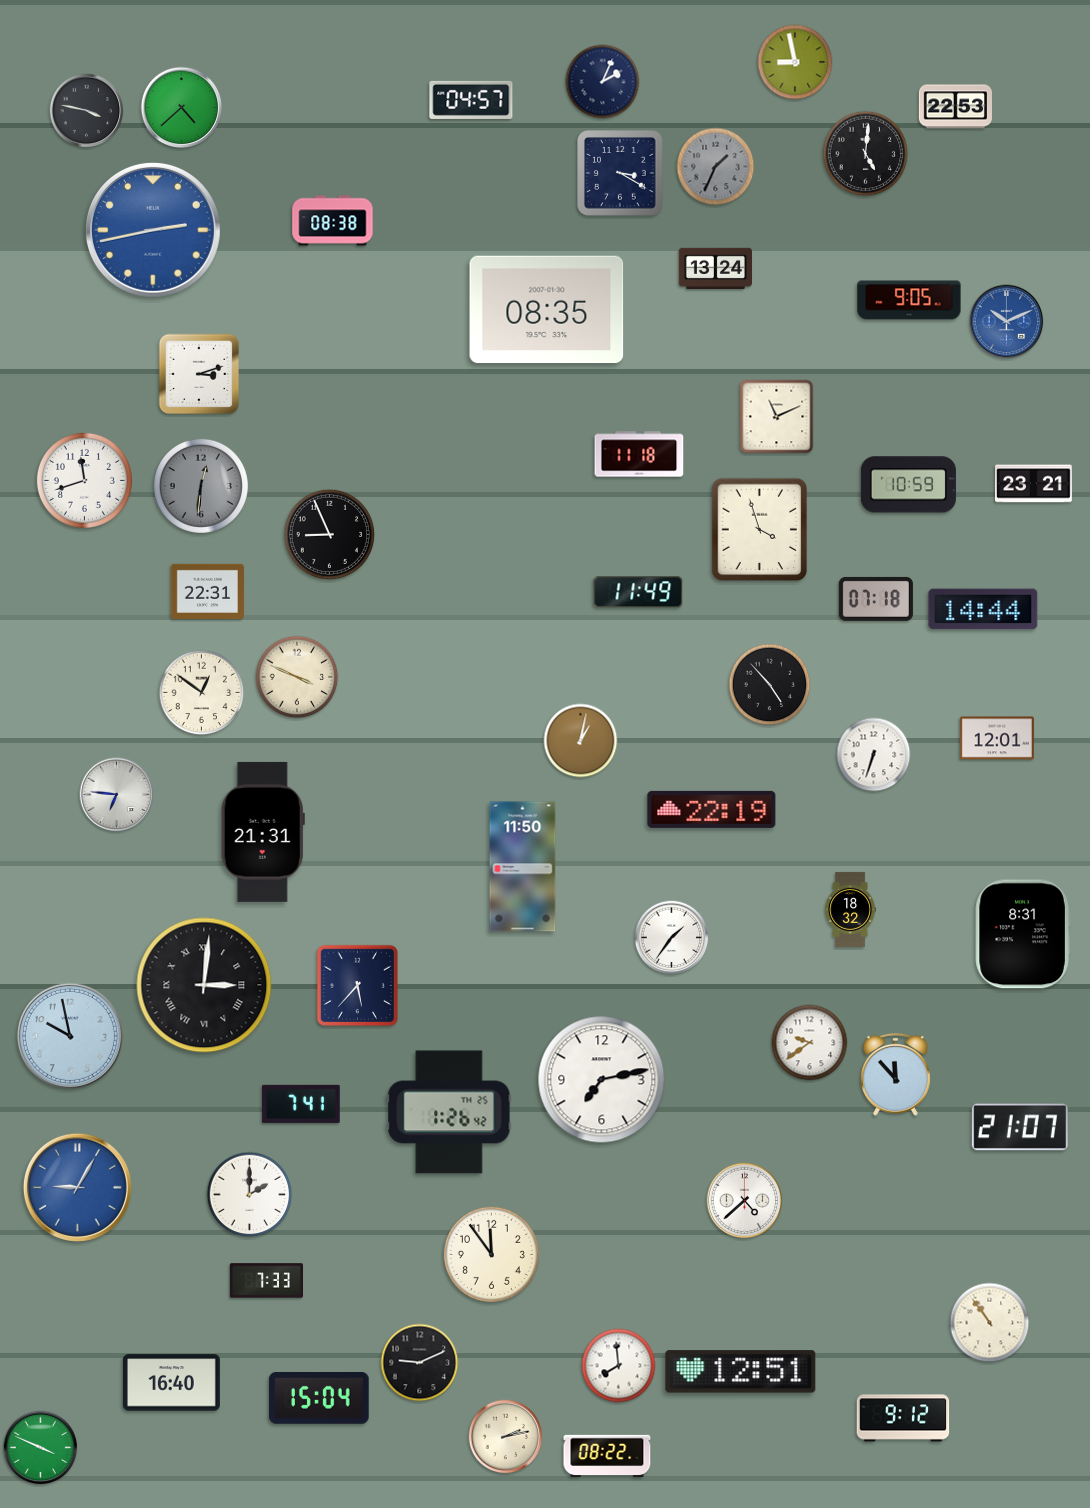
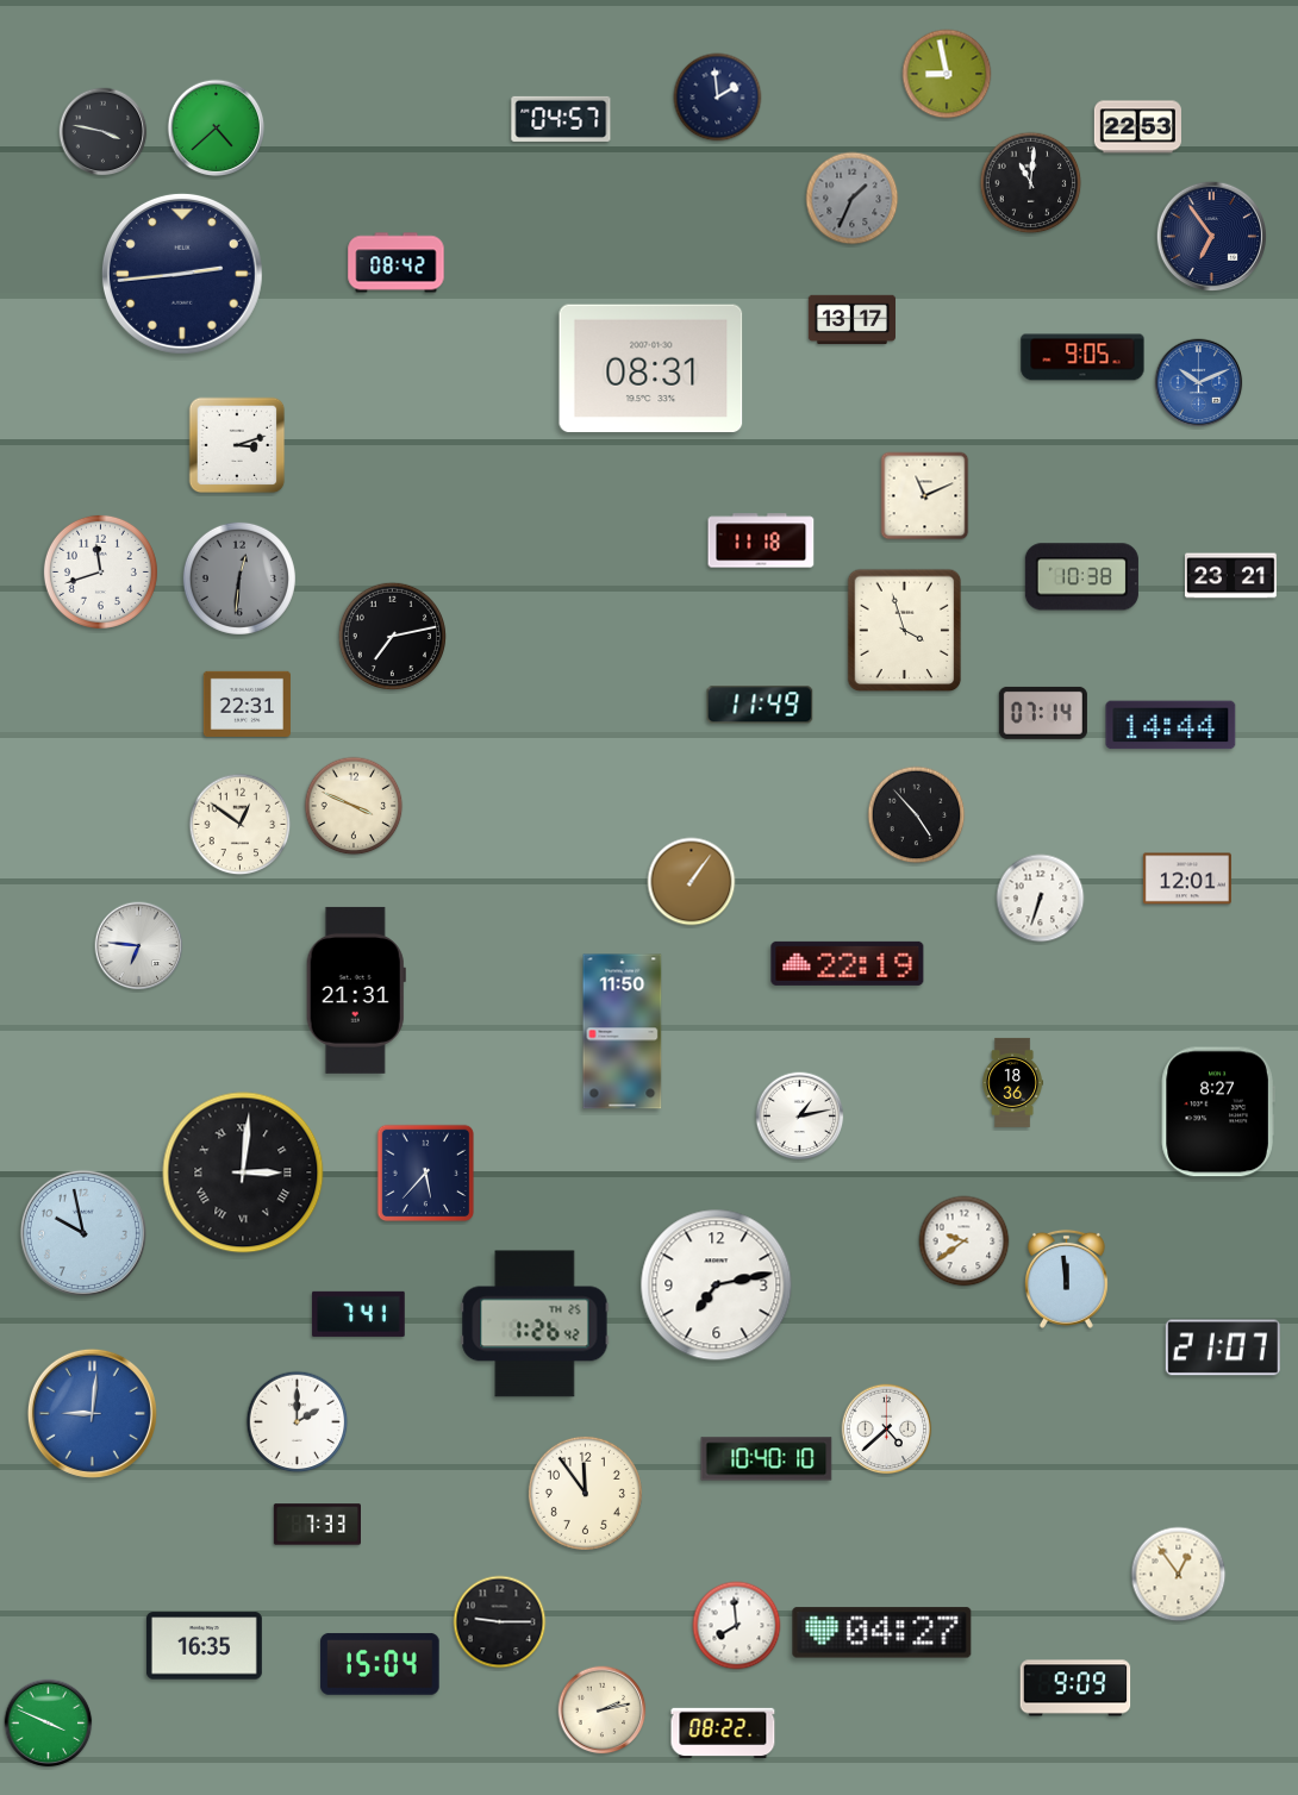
clock at (603, 82): 2:04 -> 1:59
clock at (866, 154): 5:01 -> 11:01
clock at (620, 173): 3:20 -> none
clock at (1211, 236): none -> 6:54
clock at (333, 221): 08:38 -> 08:42
clock at (153, 230): 2:43 -> 2:44
clock at (153, 230) dial: blue -> navy
clock at (715, 269): 13:24 -> 13:17
clock at (547, 310): 08:35 -> 08:31
clock at (908, 485): 10:59 -> 10:38
clock at (329, 534): 8:56 -> 7:13
clock at (876, 599): 07:18 -> 07:14
clock at (581, 741): 1:02 -> 1:06
clock at (263, 832) position: (263, 832) -> (356, 990)
clock at (851, 909): 18:32 -> 18:36
clock at (1023, 934): 8:31 -> 8:27
clock at (672, 938): 1:36 -> 1:13
clock at (895, 1074): 11:53 -> 11:59
clock at (1020, 1127) position: (1020, 1127) -> (1223, 1347)
clock at (77, 1187): 9:05 -> 9:01
clock at (767, 1459): none -> 10:40
clock at (990, 1323): 10:54 -> 12:54
clock at (420, 1363): 9:11 -> 9:15
clock at (741, 1372): 12:51 -> 04:27
clock at (171, 1383): 16:40 -> 16:35
clock at (903, 1418): 9:12 -> 9:09
